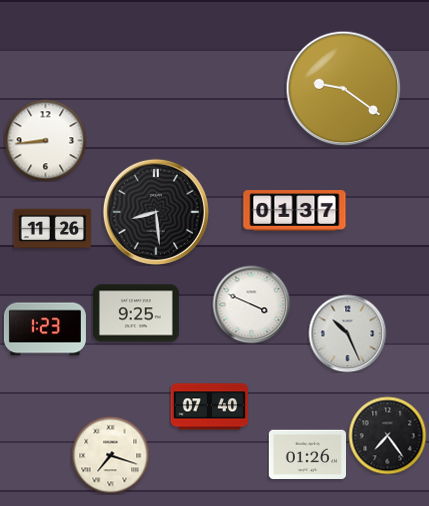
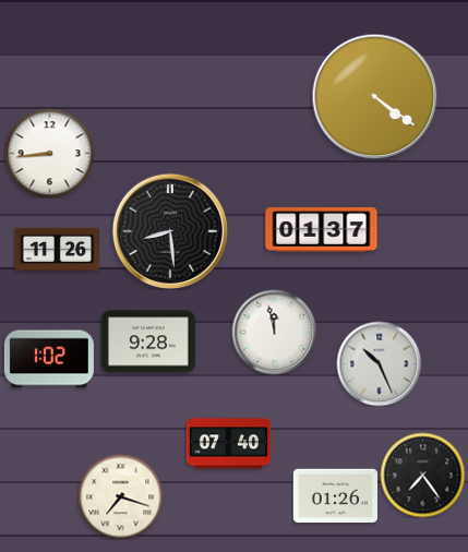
clock at (343, 88): 9:21 -> 4:21
clock at (251, 304): 3:49 -> 11:58
clock at (136, 313): 9:25 -> 9:28
clock at (45, 329): 1:23 -> 1:02
